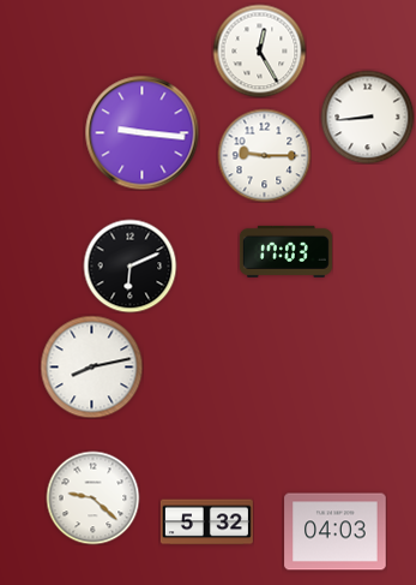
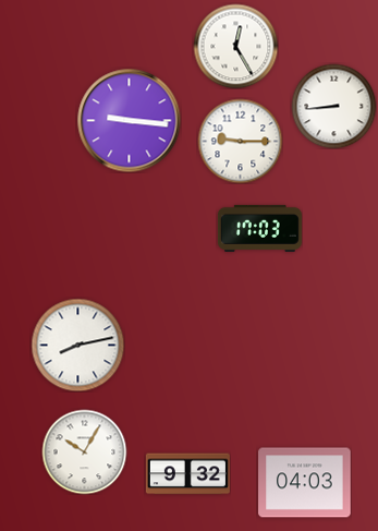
clock at (129, 265): 6:11 -> none
clock at (91, 366) position: (91, 366) -> (77, 345)
clock at (92, 497): 9:22 -> 10:05
clock at (206, 523): 5:32 -> 9:32
